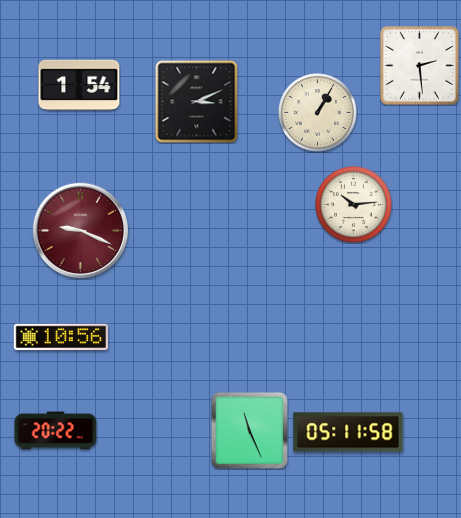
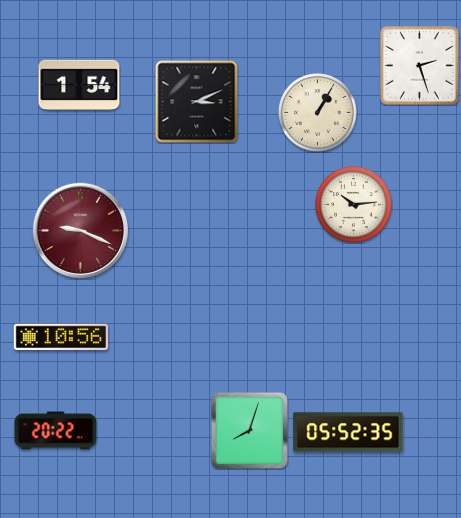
clock at (420, 66): 2:29 -> 2:27
clock at (249, 430): 11:26 -> 8:03
clock at (348, 432): 05:11 -> 05:52
